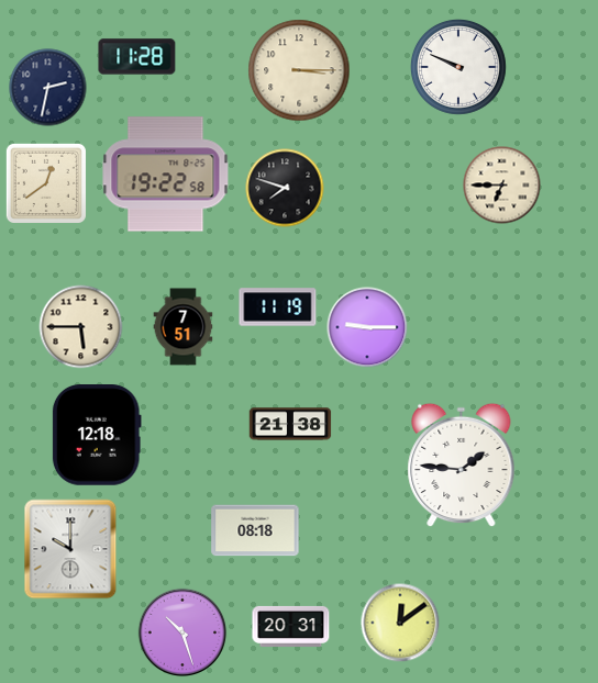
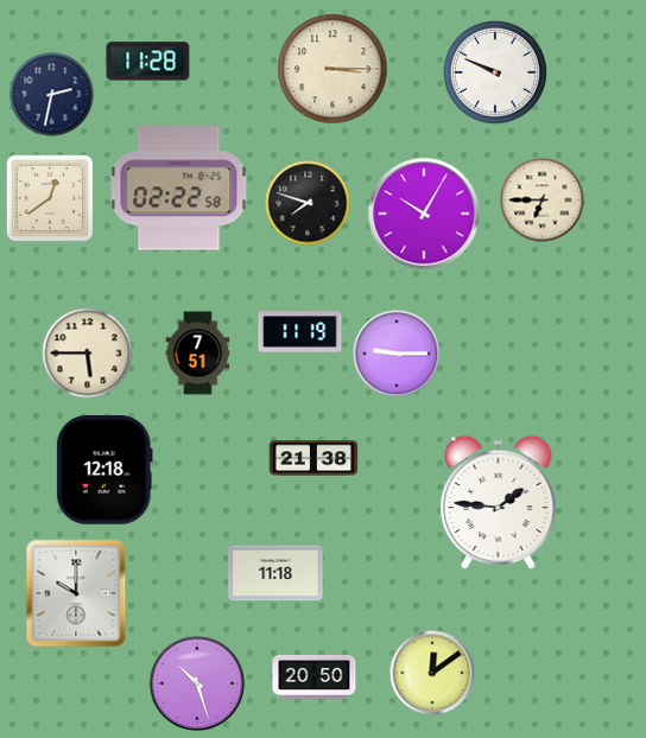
clock at (299, 70) position: (299, 70) -> (332, 69)
clock at (166, 175): 19:22 -> 02:22
clock at (424, 214): none -> 10:05
clock at (255, 530): 08:18 -> 11:18
clock at (291, 626): 20:31 -> 20:50
